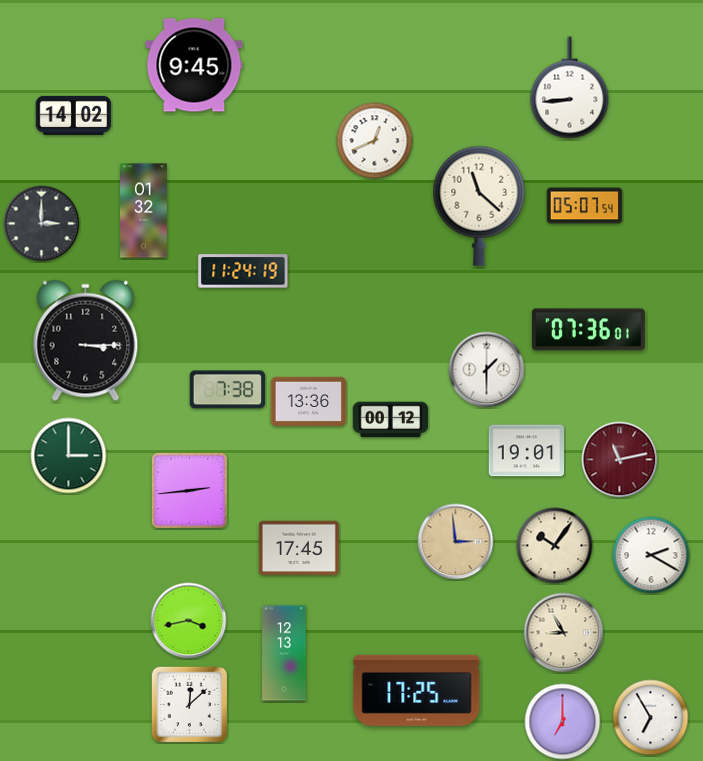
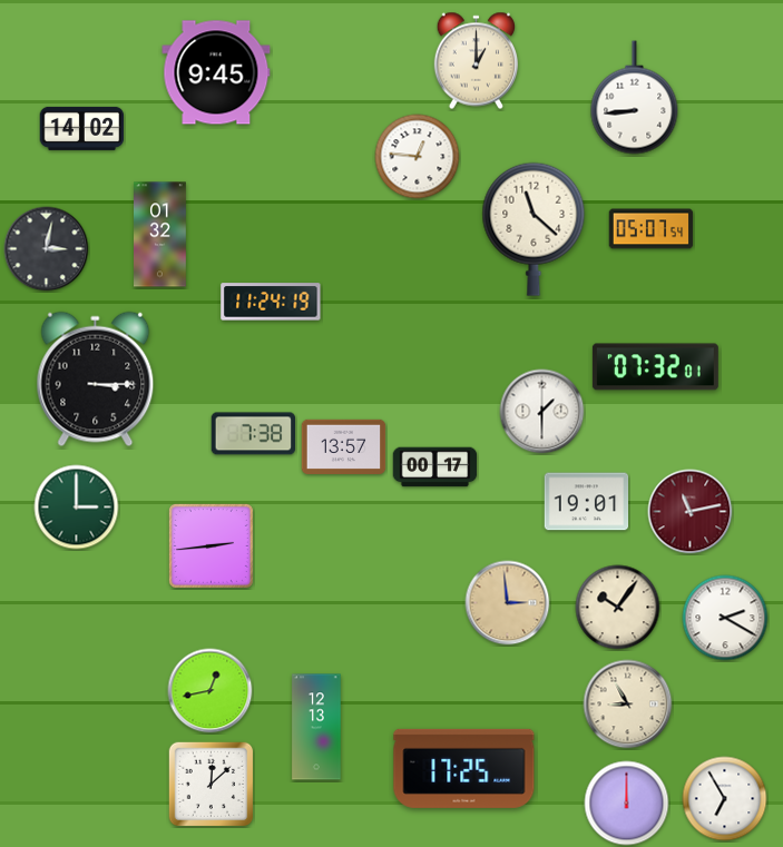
clock at (476, 61): none -> 1:00
clock at (375, 141): 12:41 -> 12:46
clock at (42, 224): 3:00 -> 3:02
clock at (588, 330): 07:36 -> 07:32
clock at (309, 401): 13:36 -> 13:57
clock at (391, 420): 00:12 -> 00:17
clock at (299, 548): 17:45 -> none
clock at (189, 621): 3:43 -> 12:43
clock at (563, 722): 7:00 -> 12:00
